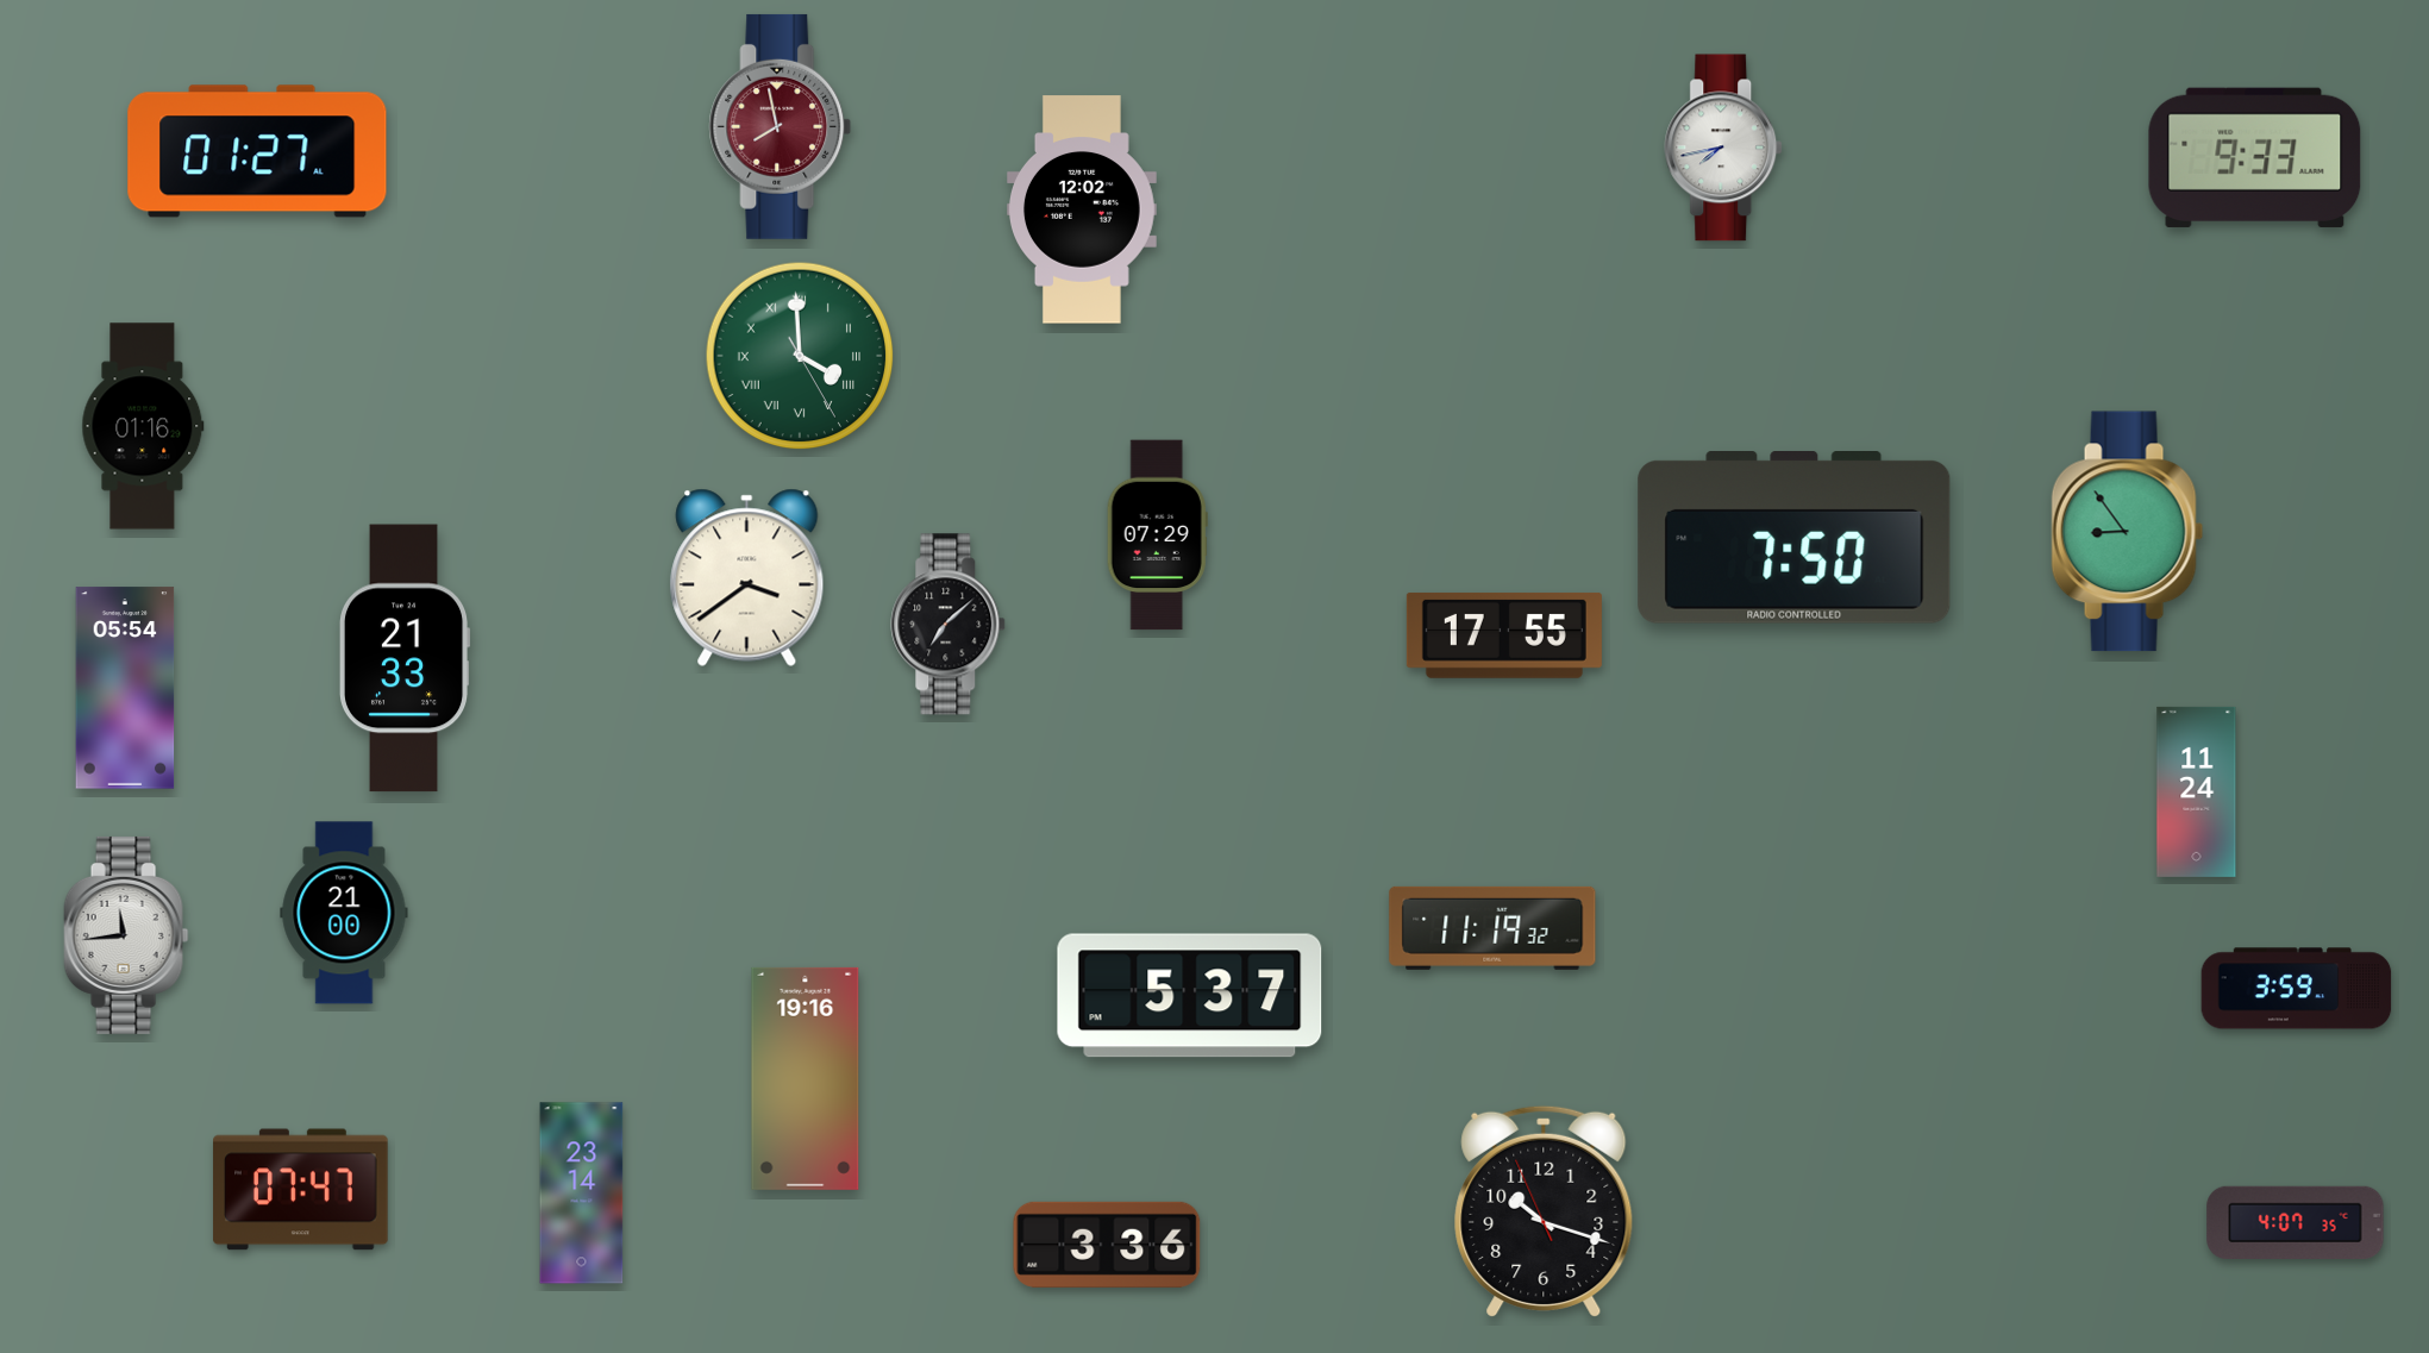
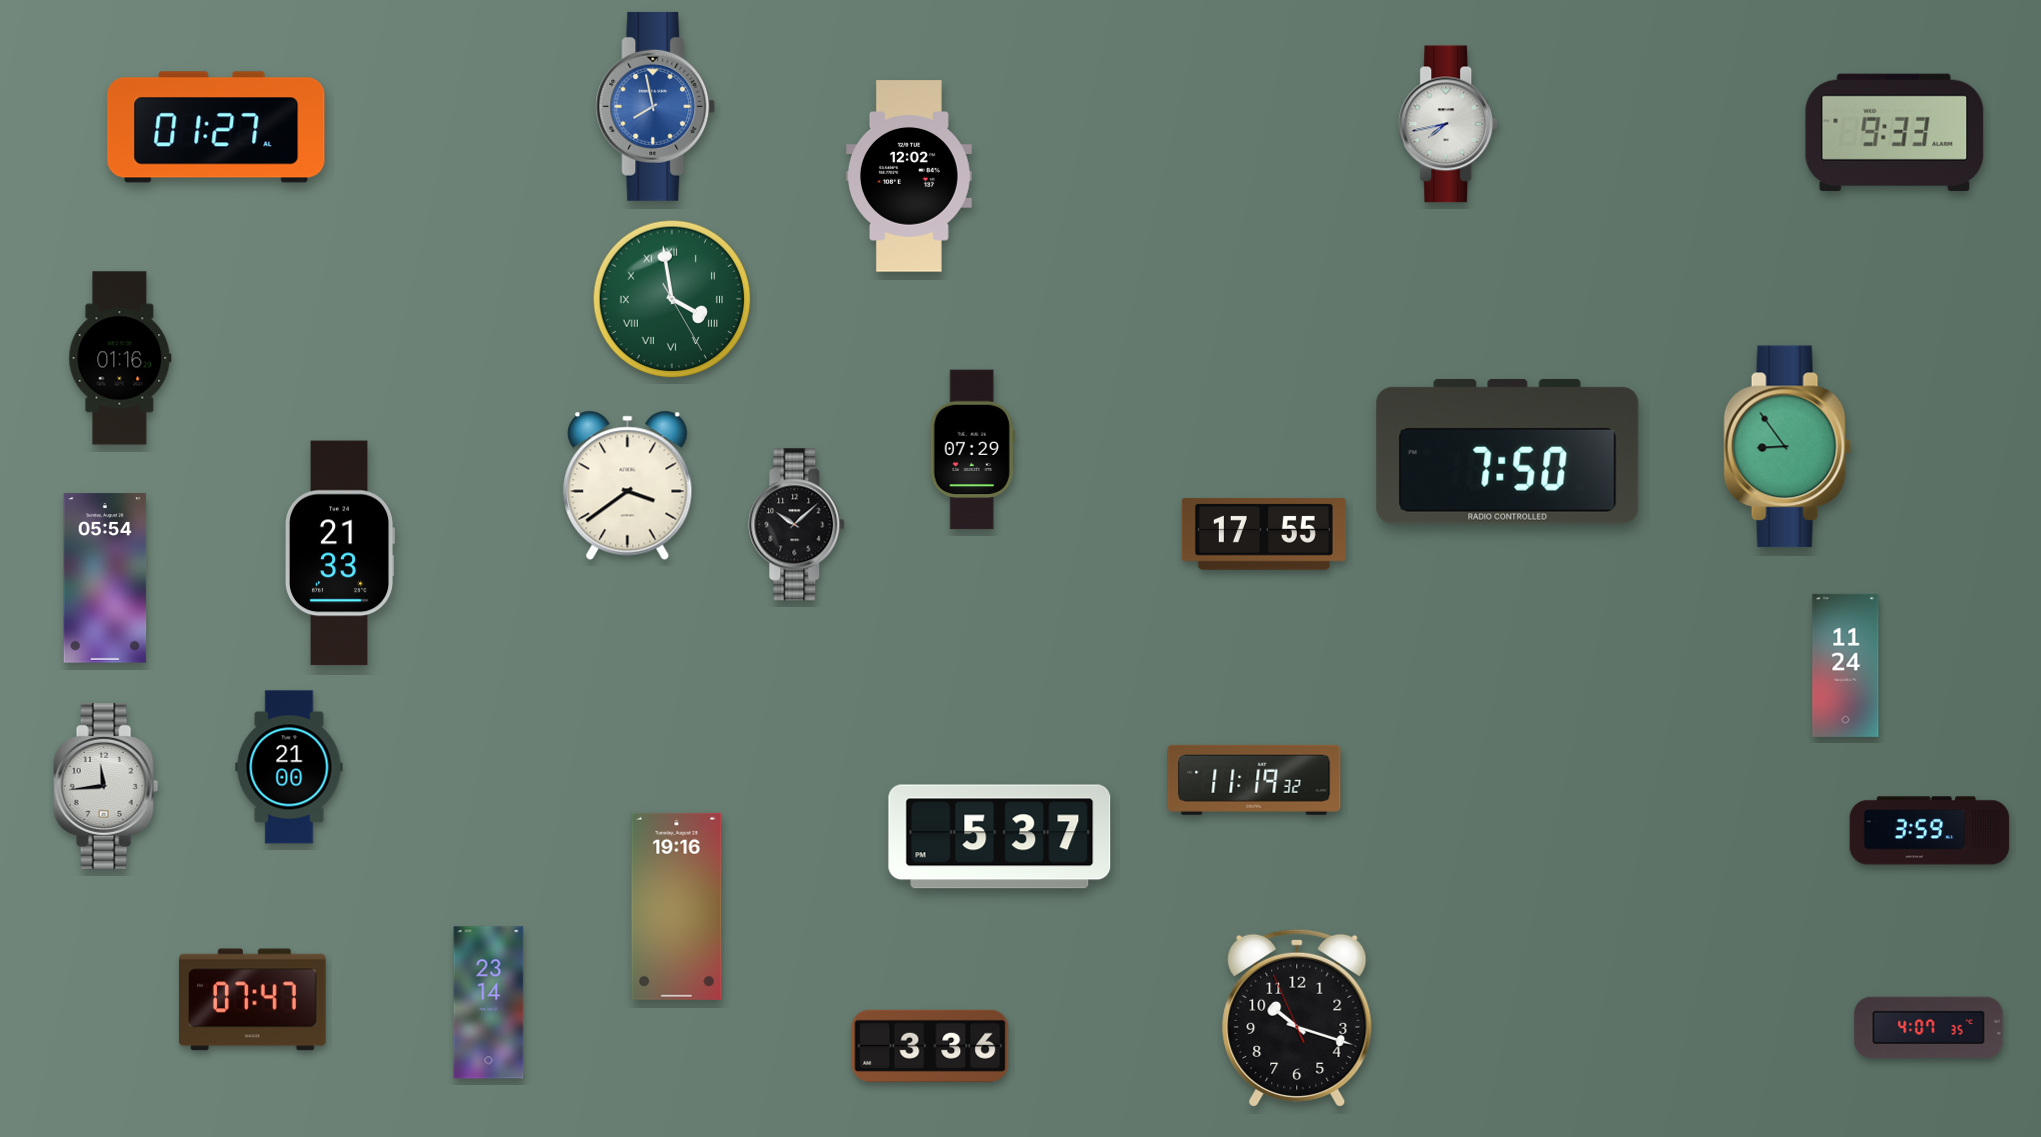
clock at (781, 126) dial: burgundy -> blue
clock at (800, 356): 3:59 -> 3:58
clock at (949, 625): 7:08 -> 10:08
